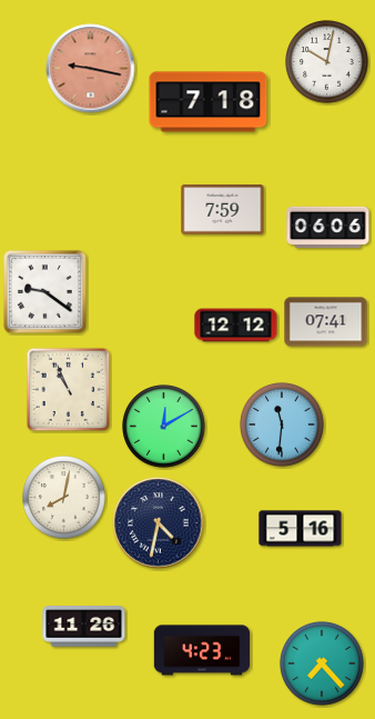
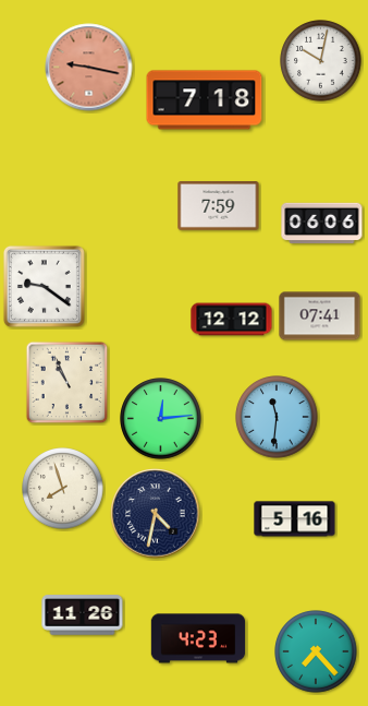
clock at (164, 427): 12:10 -> 12:14
clock at (64, 498): 8:02 -> 7:57
